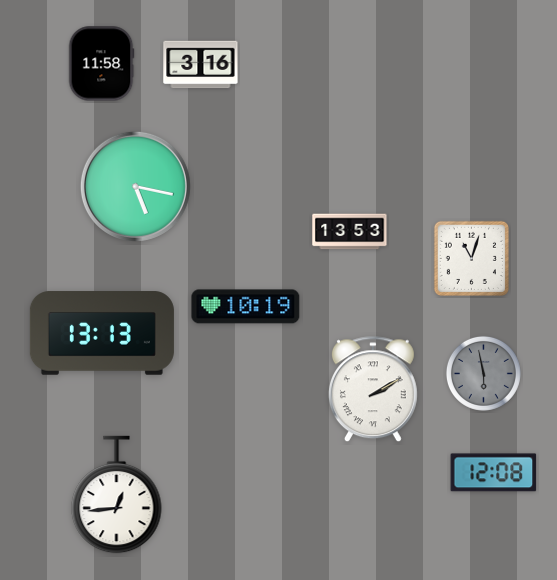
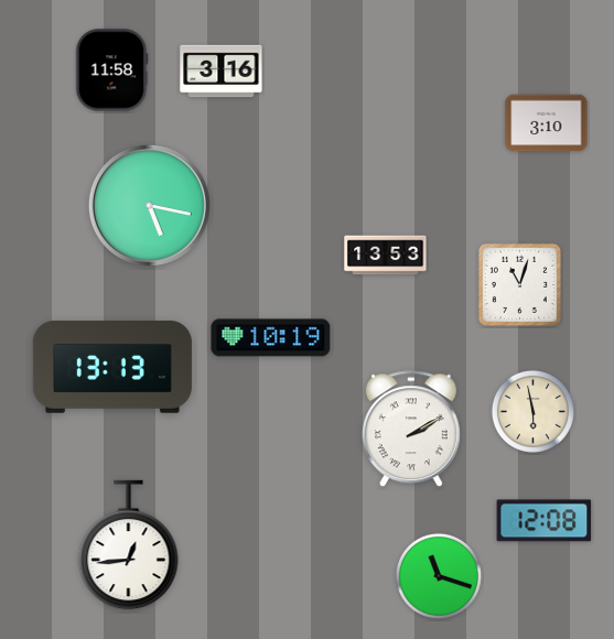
clock at (547, 123): none -> 3:10
clock at (483, 373) dial: grey -> cream
clock at (439, 576): none -> 11:18
